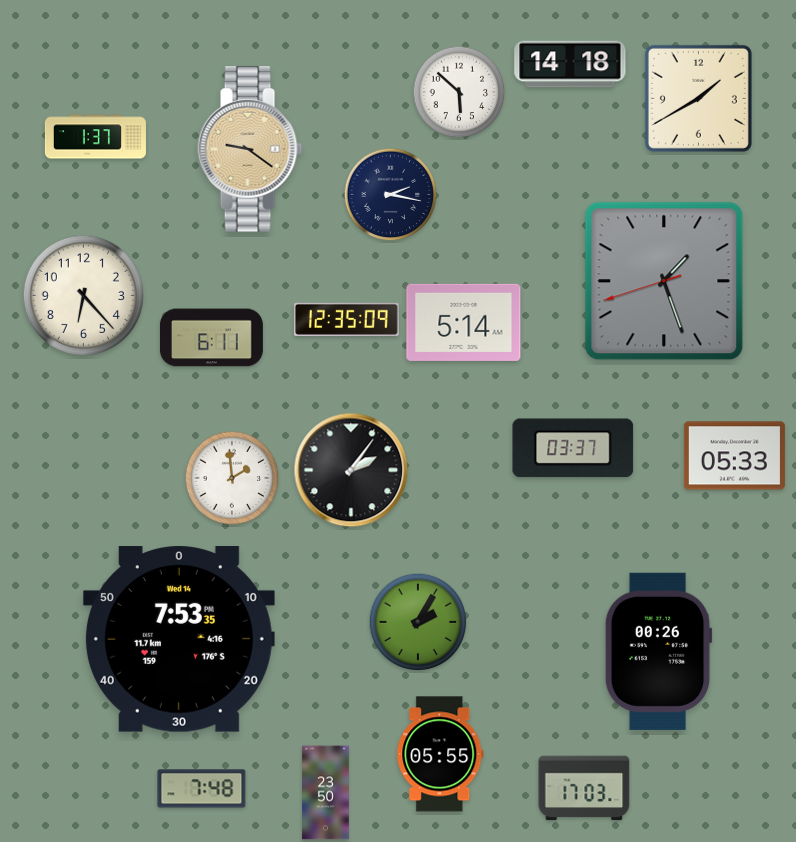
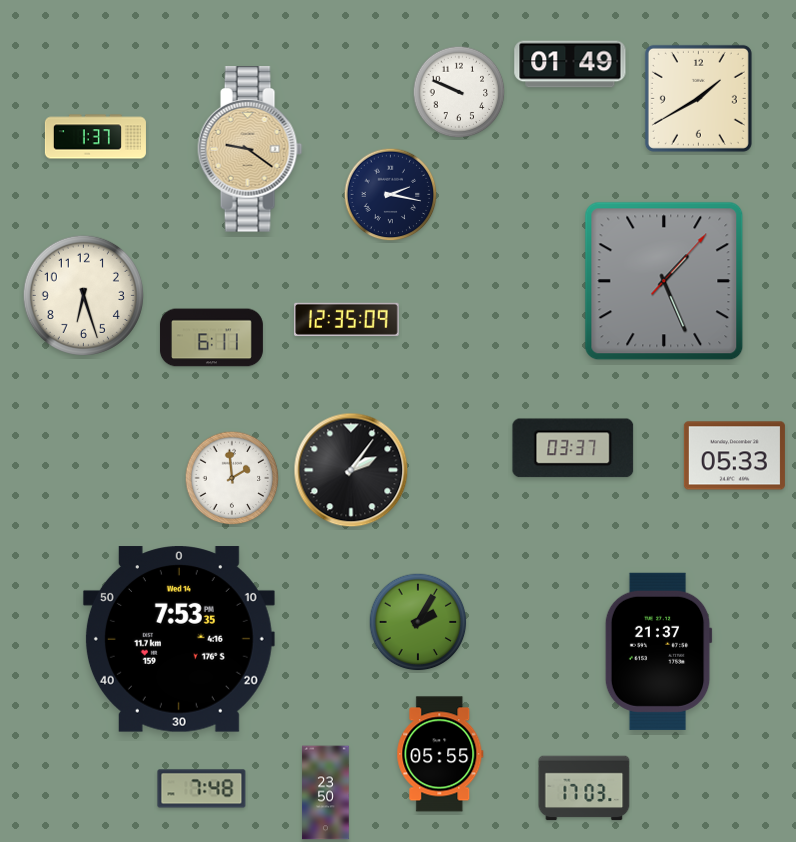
clock at (570, 64): 14:18 -> 01:49
clock at (459, 92): 5:52 -> 9:49
clock at (664, 281): 1:26:42 -> 1:26:07
clock at (83, 295): 6:23 -> 6:27
clock at (464, 322): 5:14 -> none
clock at (658, 651): 00:26 -> 21:37
